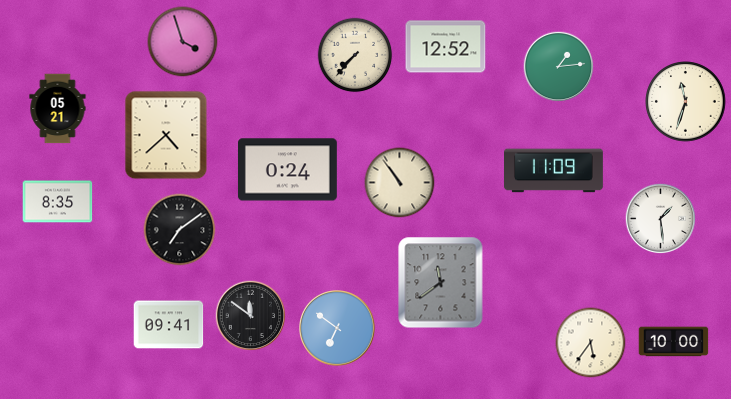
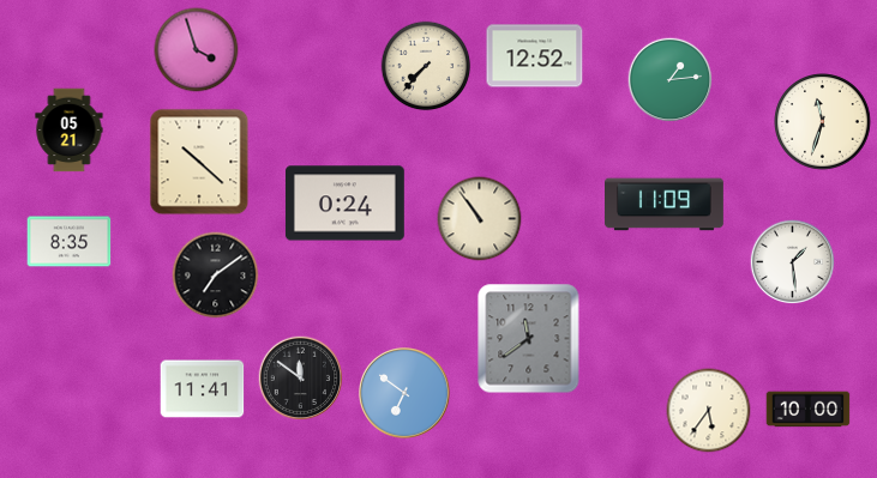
clock at (183, 42) position: (183, 42) -> (197, 50)
clock at (166, 135): 4:38 -> 10:22
clock at (169, 325): 09:41 -> 11:41
